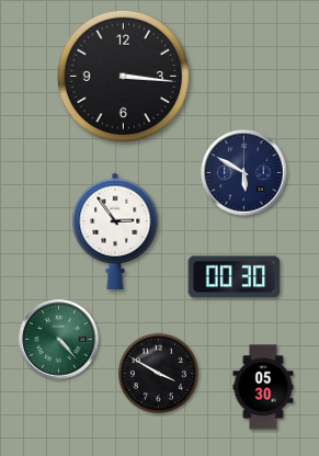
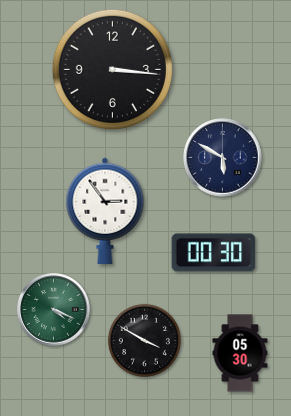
clock at (59, 340): 4:23 -> 4:19
